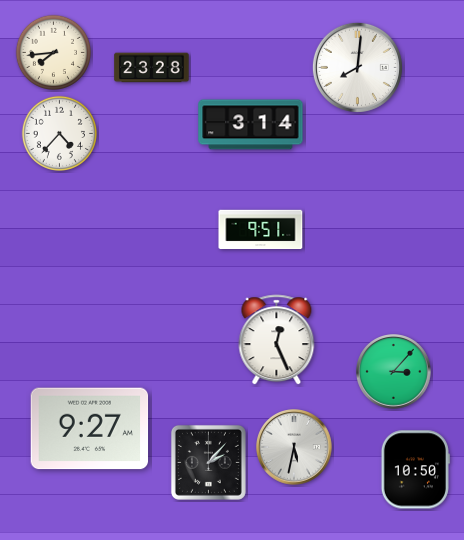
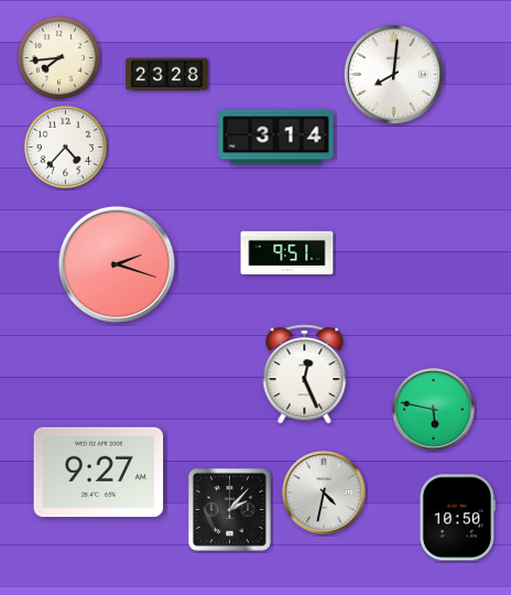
clock at (117, 264): none -> 2:18
clock at (394, 372): 3:07 -> 5:47
clock at (295, 448): 5:32 -> 4:32
